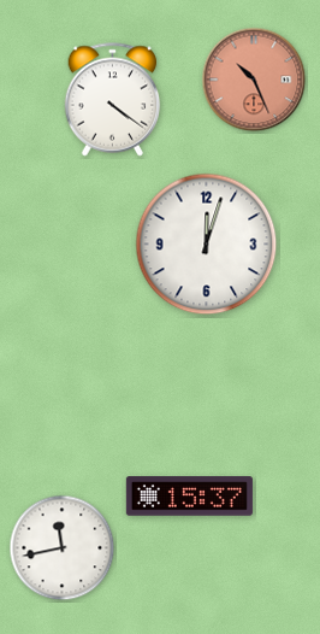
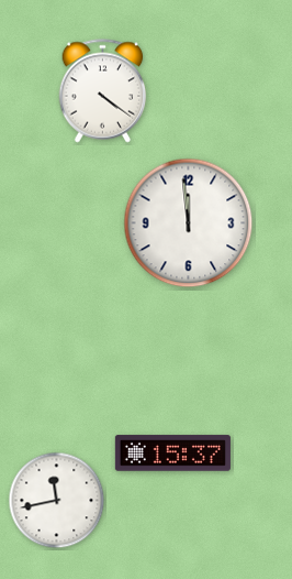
clock at (254, 80): 10:26 -> none
clock at (207, 245): 12:03 -> 11:59
